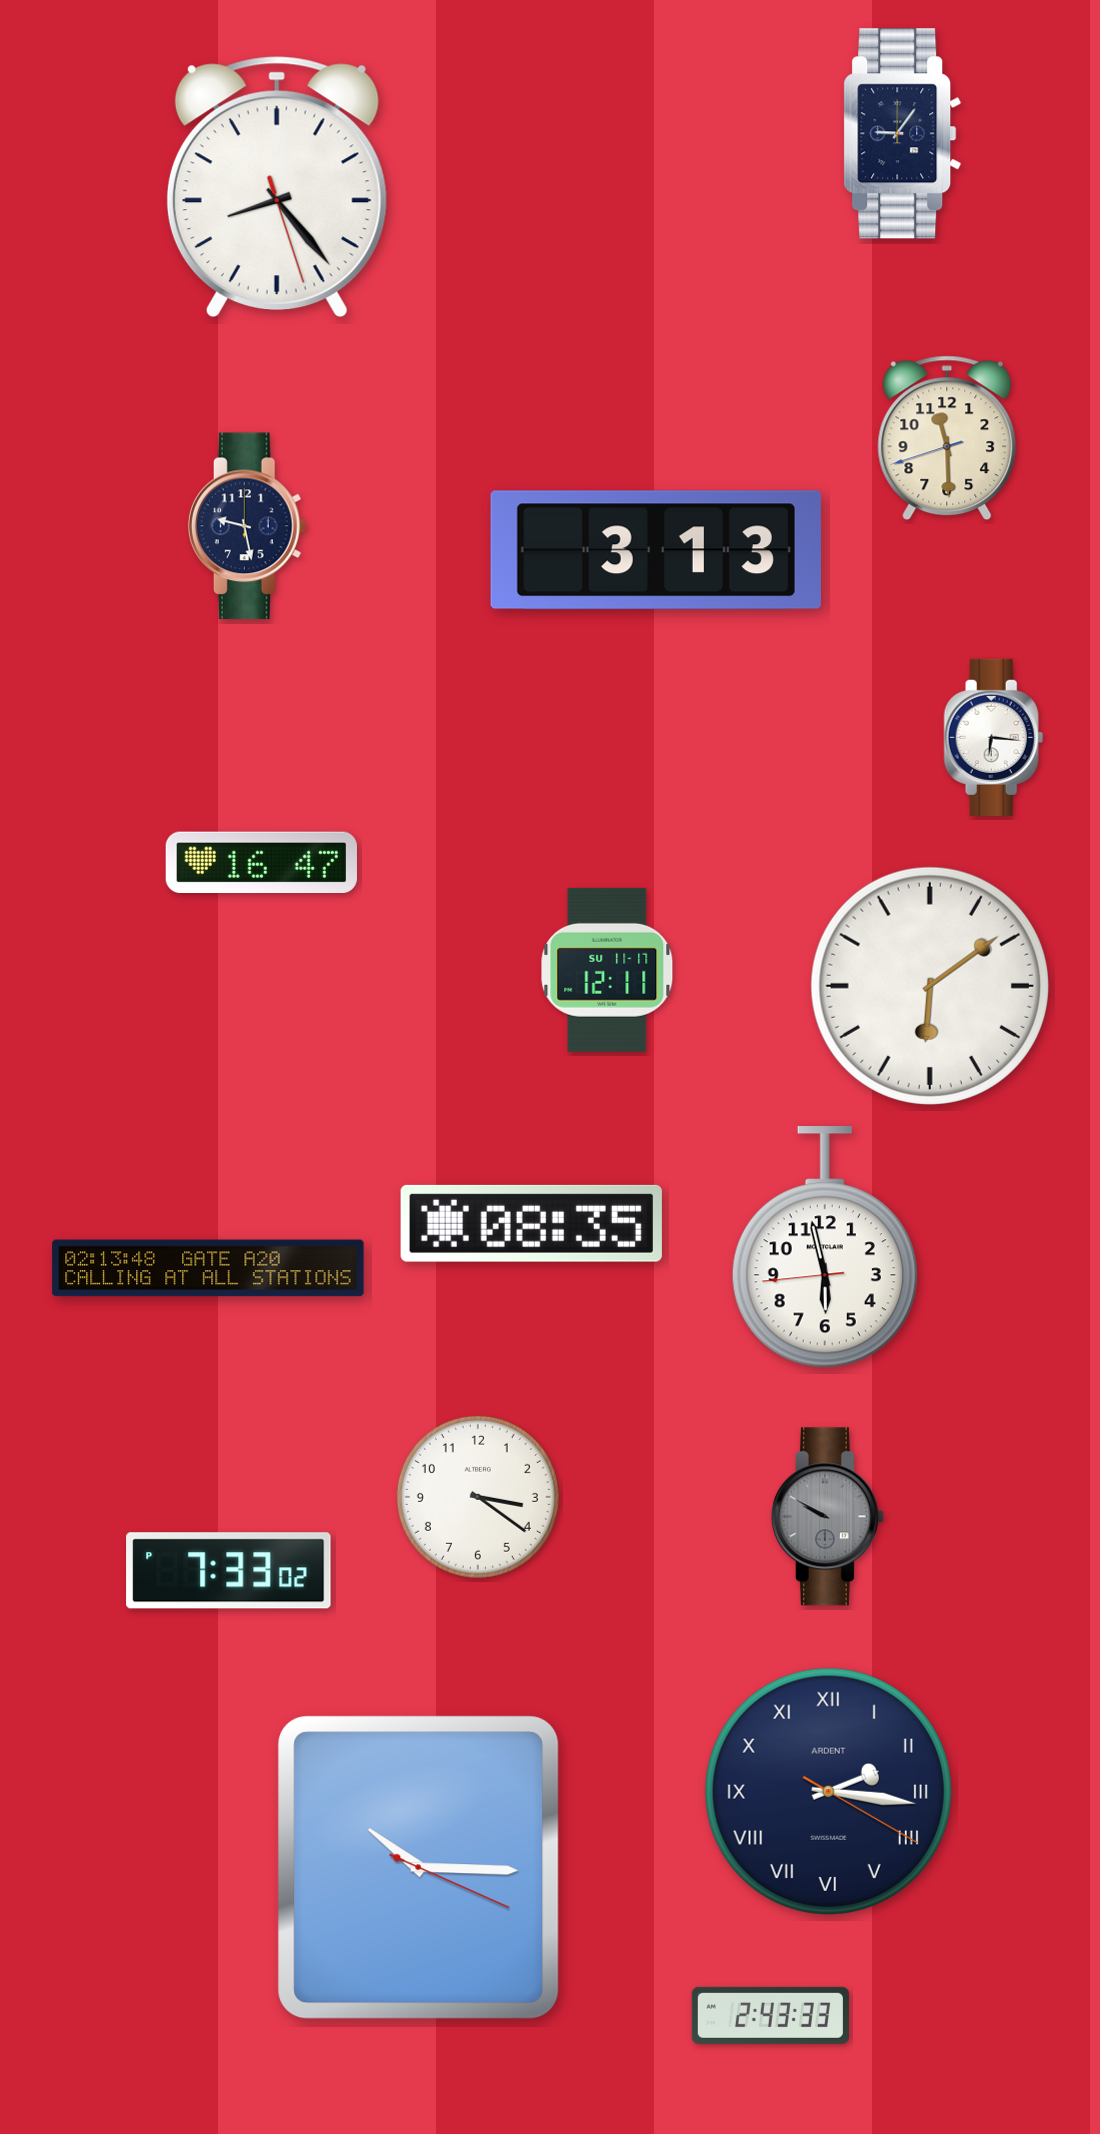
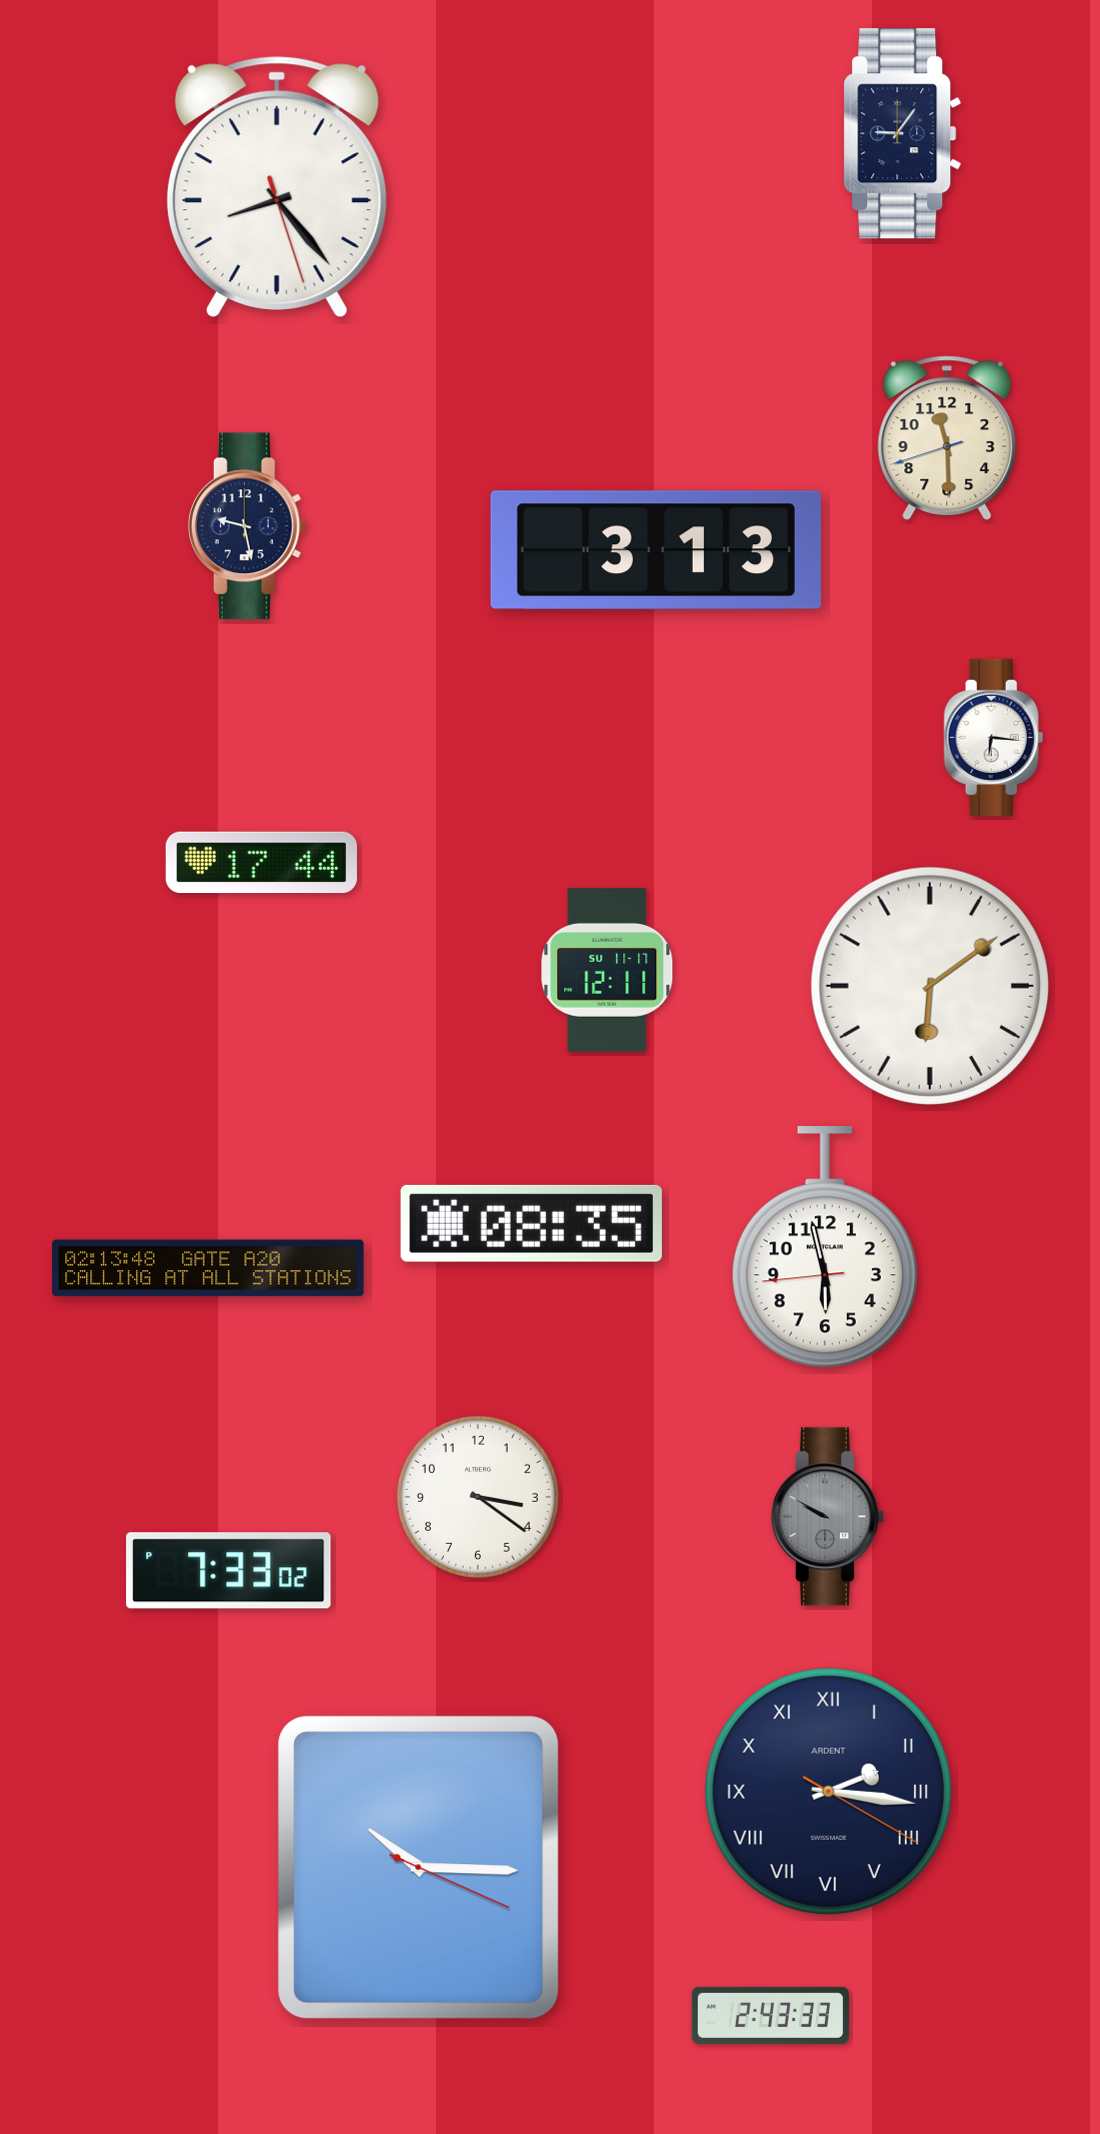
clock at (261, 863): 16:47 -> 17:44
